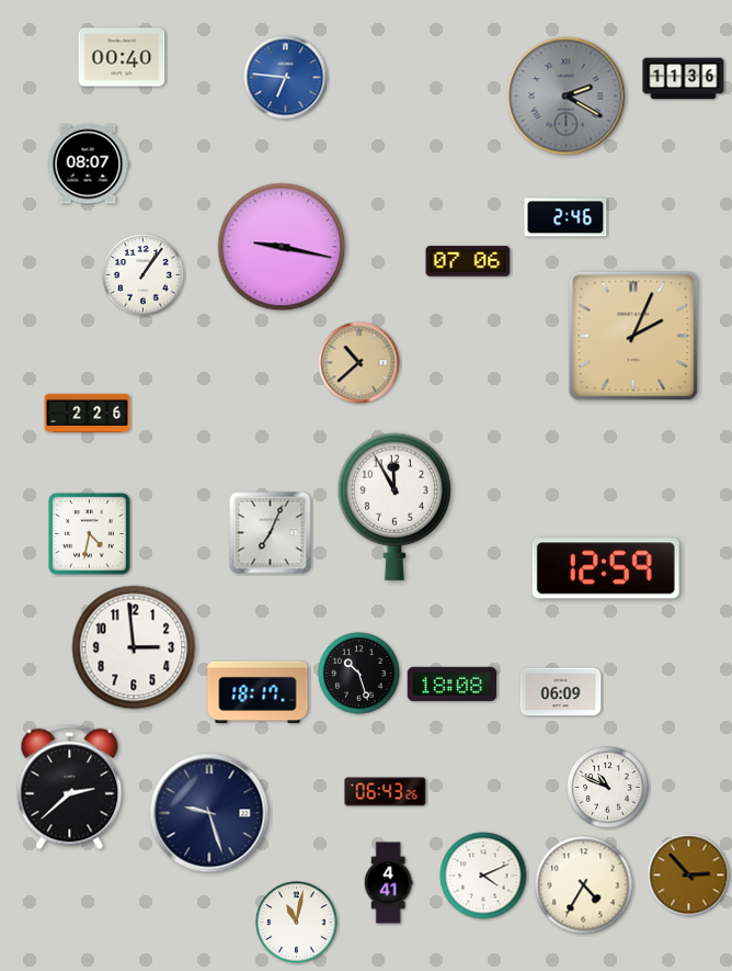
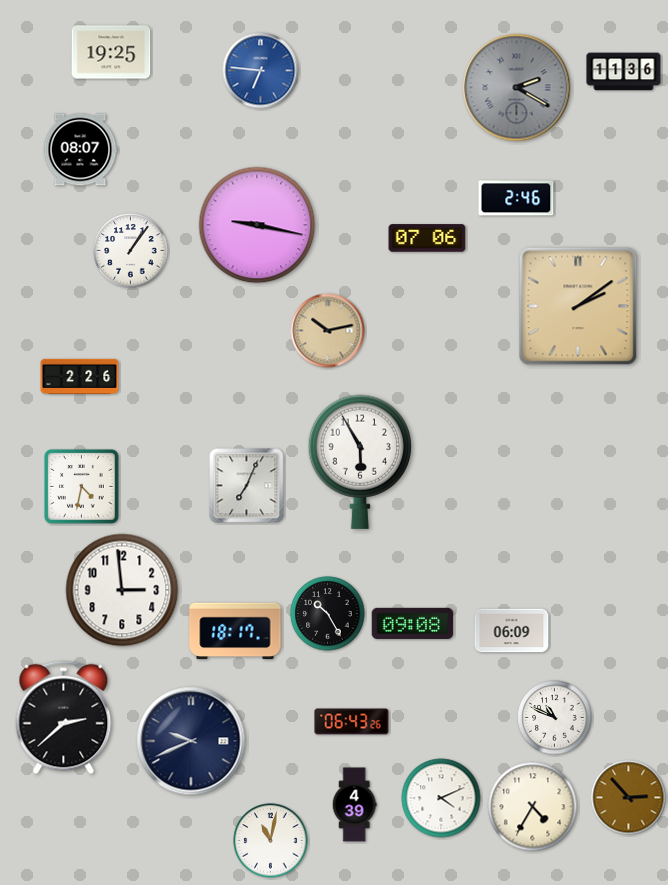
clock at (122, 57): 00:40 -> 19:25
clock at (633, 336): 2:04 -> 2:09
clock at (359, 363): 10:38 -> 10:13
clock at (394, 507): 11:55 -> 5:55
clock at (606, 568): 12:59 -> none
clock at (359, 674): 10:27 -> 10:25
clock at (453, 684): 18:08 -> 09:08
clock at (209, 813): 9:27 -> 9:41
clock at (388, 883): 4:41 -> 4:39
